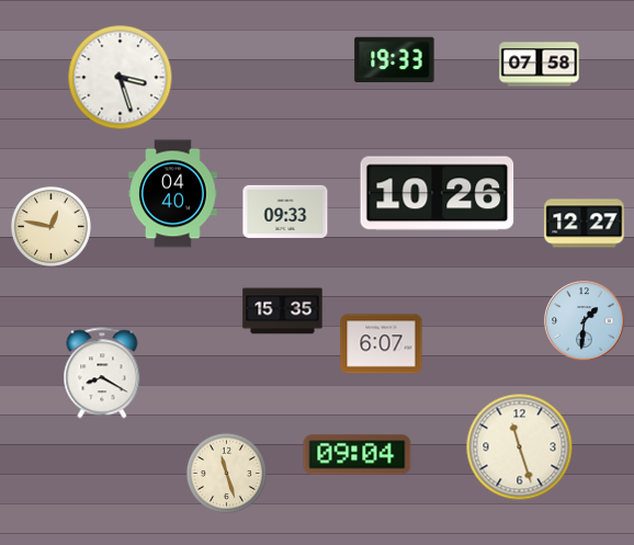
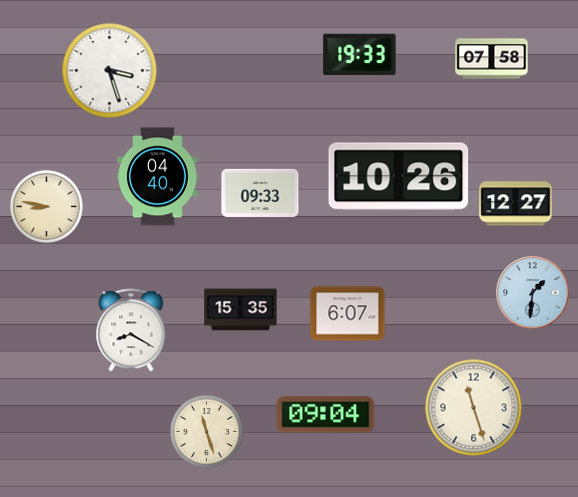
clock at (585, 224) position: (585, 224) -> (516, 204)
clock at (50, 226): 12:47 -> 8:47
clock at (283, 311) position: (283, 311) -> (241, 310)
clock at (102, 373) position: (102, 373) -> (131, 330)
